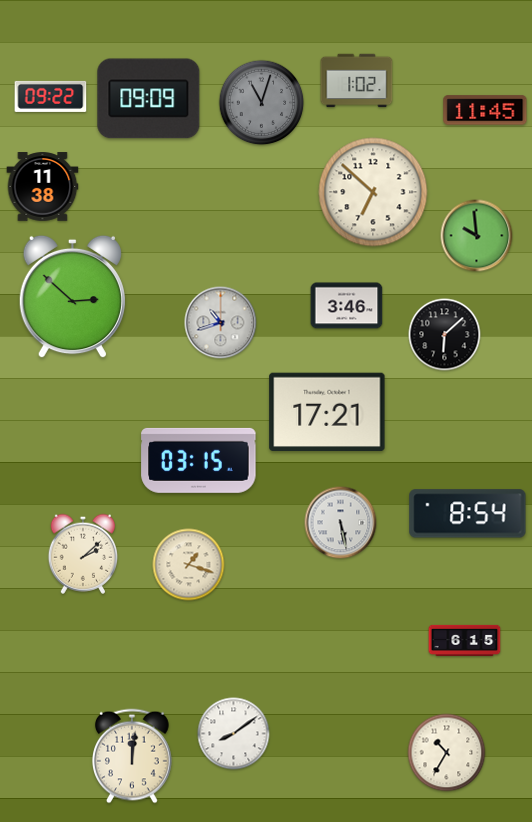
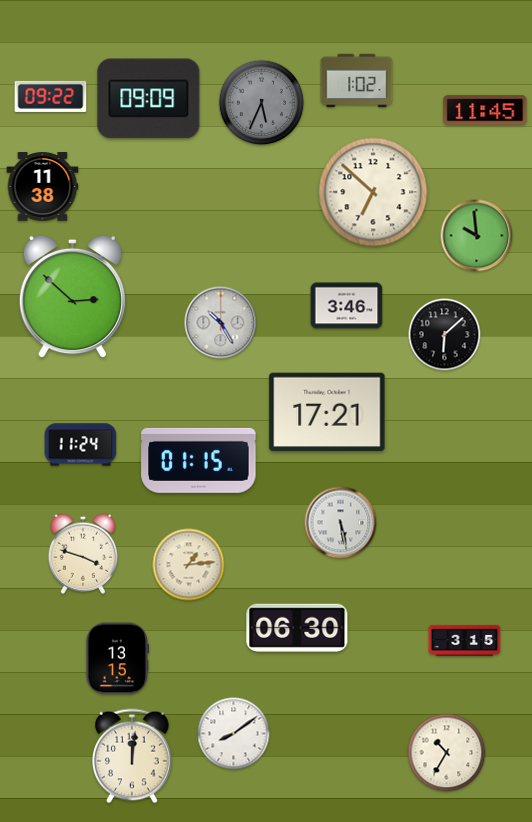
clock at (262, 103): 11:03 -> 5:34
clock at (221, 323): 10:42 -> 10:25
clock at (81, 445): none -> 11:24
clock at (199, 460): 03:15 -> 01:15
clock at (468, 514): 8:54 -> none
clock at (82, 554): 2:08 -> 3:48
clock at (189, 565): 1:18 -> 1:14
clock at (297, 628): none -> 06:30
clock at (465, 640): 6:15 -> 3:15
clock at (118, 659): none -> 13:15
